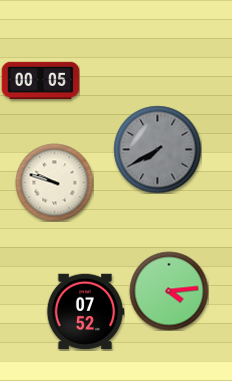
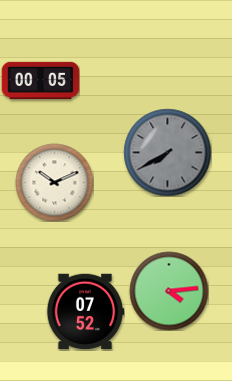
clock at (157, 149) position: (157, 149) -> (167, 152)
clock at (54, 182): 9:48 -> 10:11
